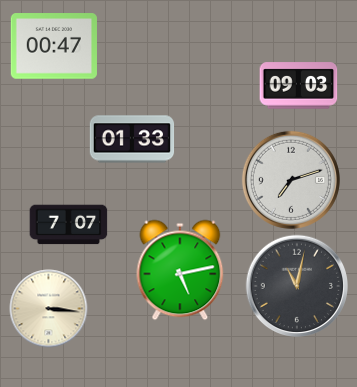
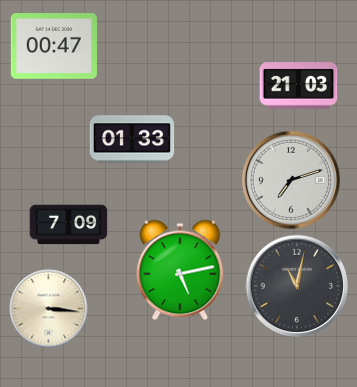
clock at (298, 86): 09:03 -> 21:03
clock at (68, 225): 7:07 -> 7:09
